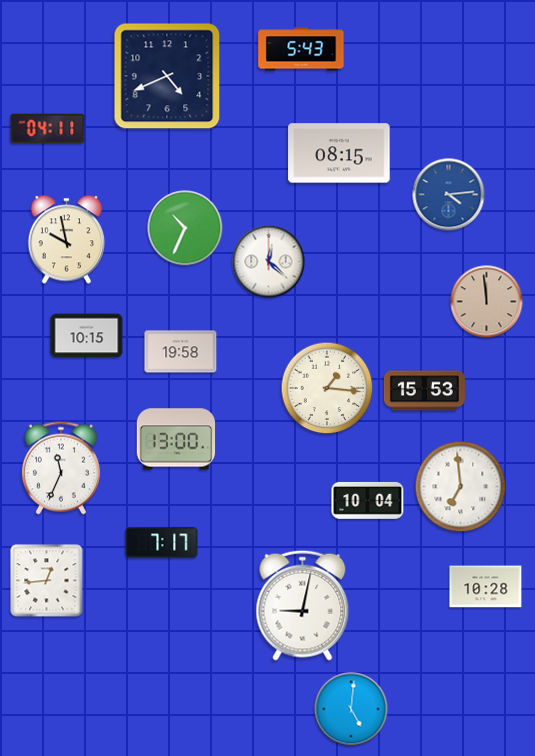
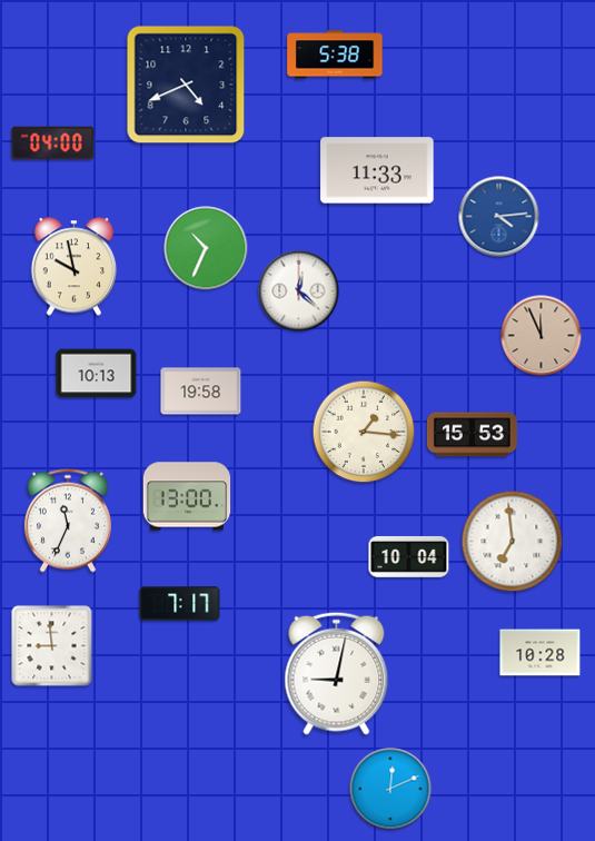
clock at (301, 49): 5:43 -> 5:38
clock at (48, 129): 04:11 -> 04:00
clock at (339, 153): 08:15 -> 11:33
clock at (185, 228) position: (185, 228) -> (206, 248)
clock at (487, 302): 11:59 -> 11:56
clock at (87, 336): 10:15 -> 10:13
clock at (176, 439) position: (176, 439) -> (187, 496)
clock at (47, 581): 12:44 -> 8:59
clock at (351, 709): 5:01 -> 12:11
